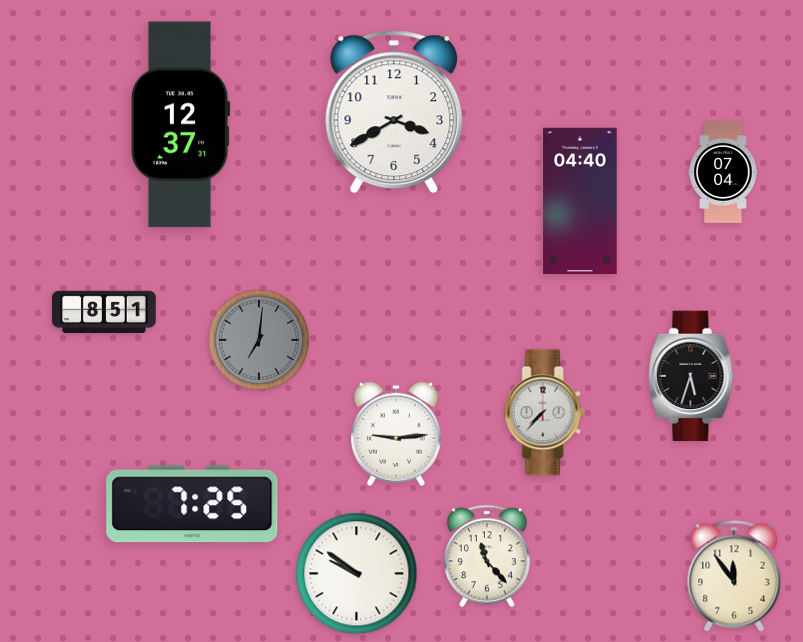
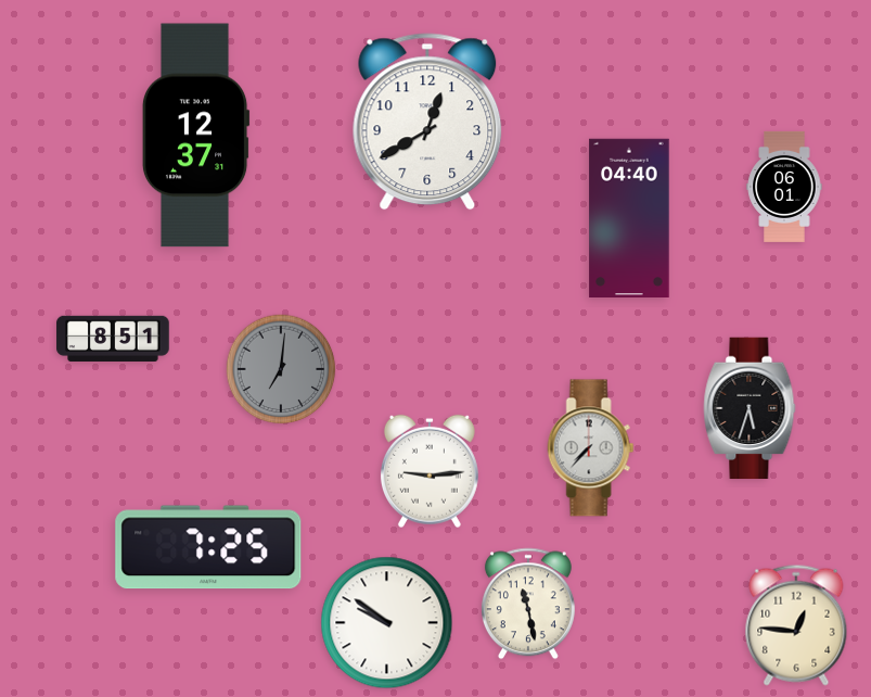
clock at (394, 112): 3:40 -> 12:40
clock at (723, 172): 07:04 -> 06:01
clock at (487, 556): 11:23 -> 11:28
clock at (734, 576): 11:54 -> 12:46
